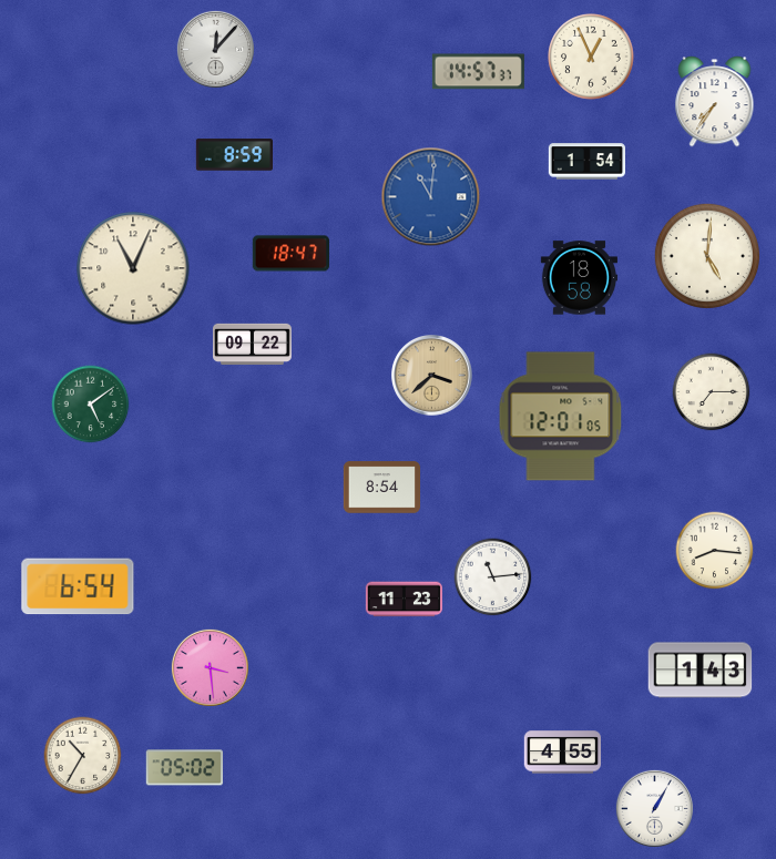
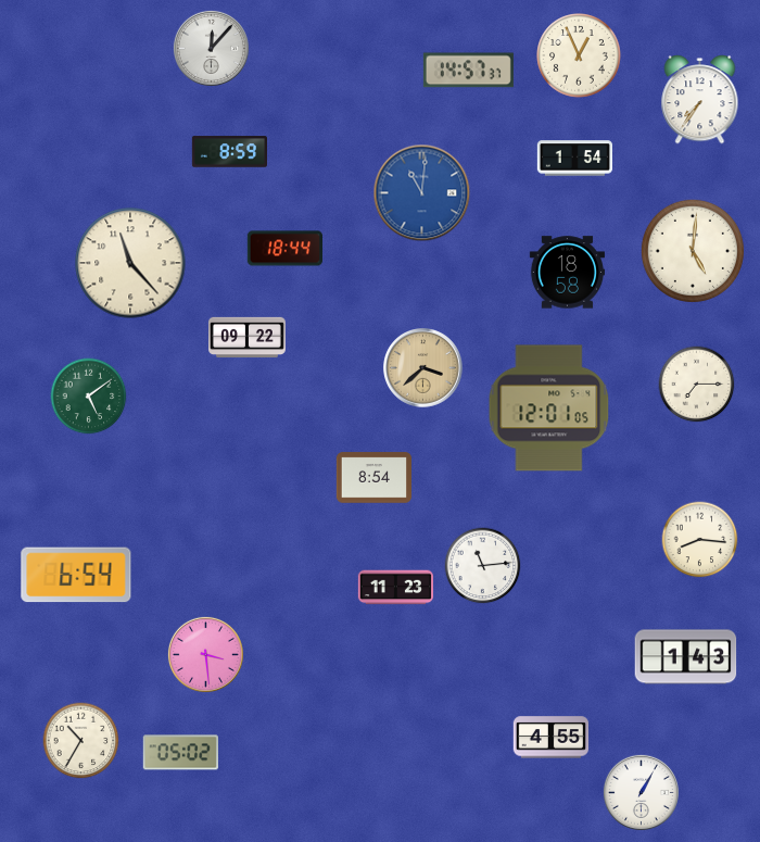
clock at (290, 254): 18:47 -> 18:44
clock at (133, 268): 11:04 -> 11:23
